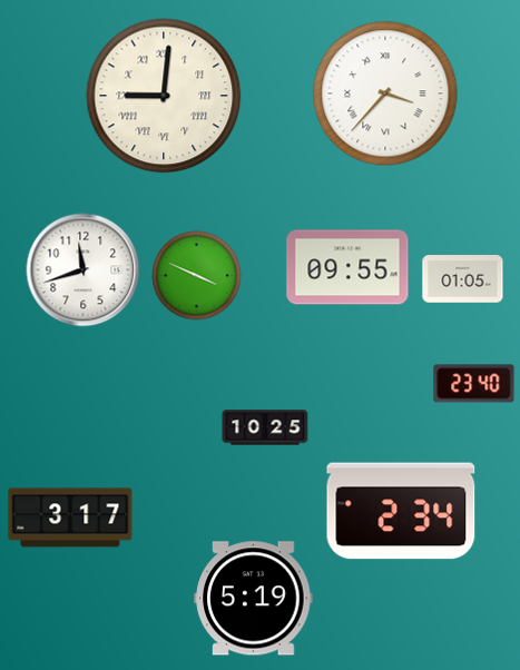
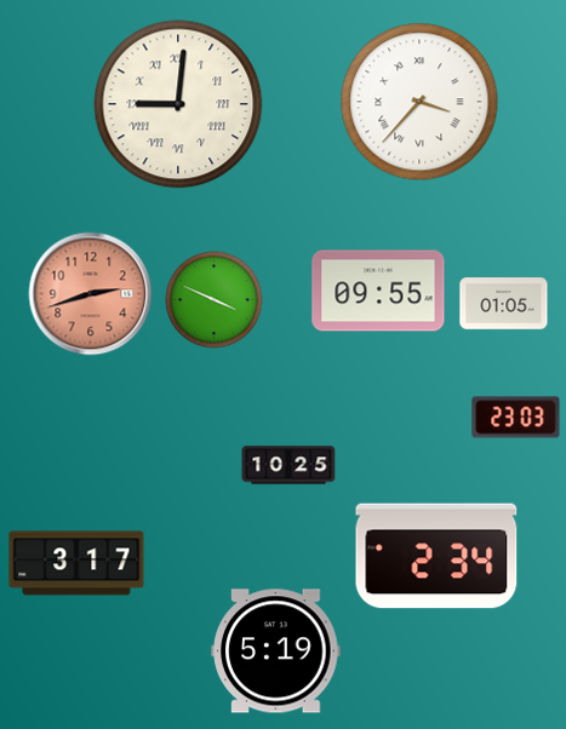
clock at (84, 270): 11:42 -> 2:42
clock at (84, 270) dial: white -> salmon
clock at (474, 384): 23:40 -> 23:03
